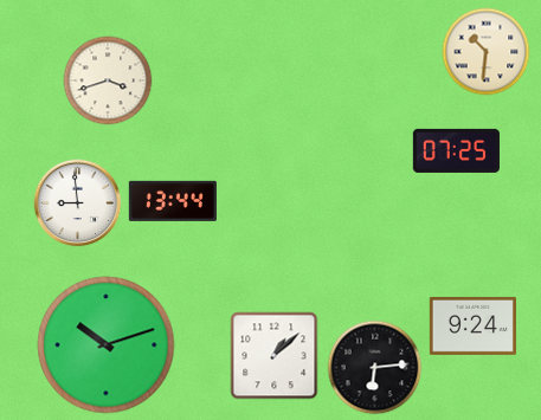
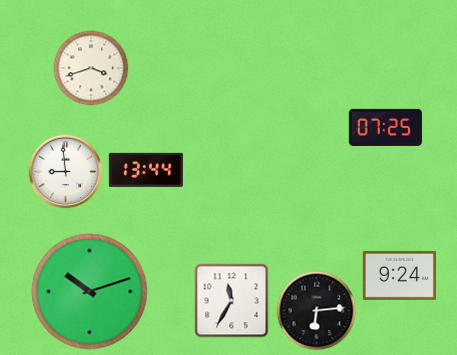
clock at (487, 52): 10:31 -> none
clock at (275, 356): 1:08 -> 11:35
